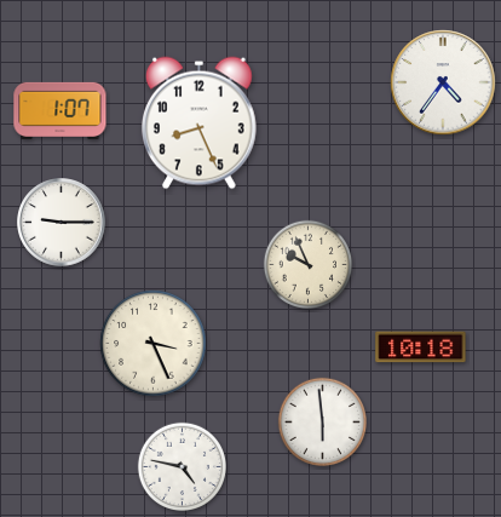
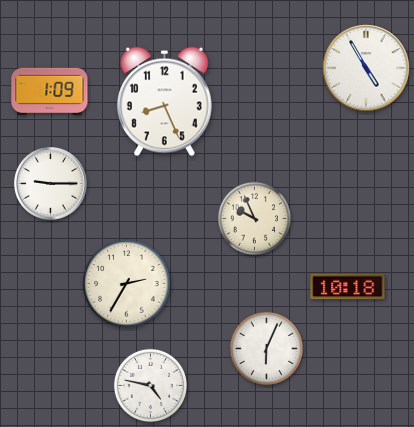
clock at (443, 82): 4:36 -> 4:55
clock at (61, 110): 1:07 -> 1:09
clock at (154, 344): 3:26 -> 2:35
clock at (322, 421): 5:59 -> 6:04
